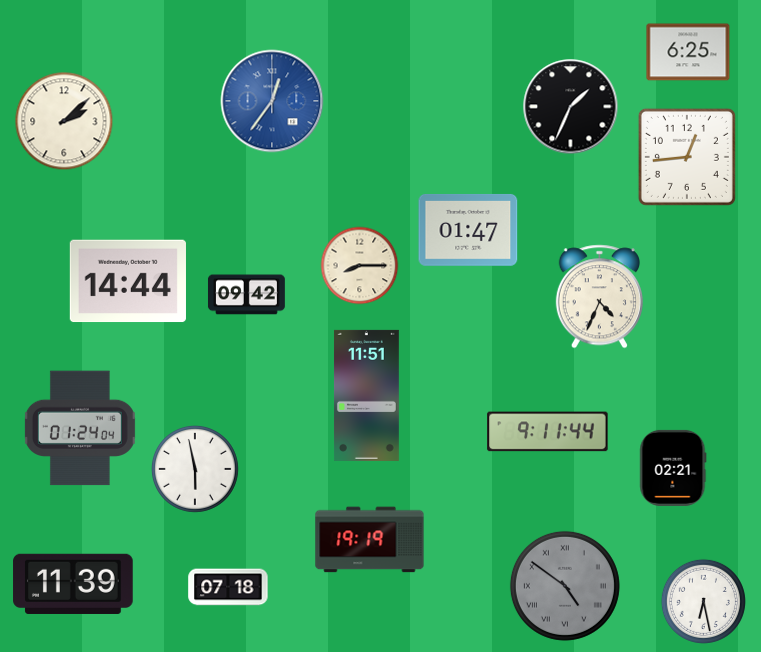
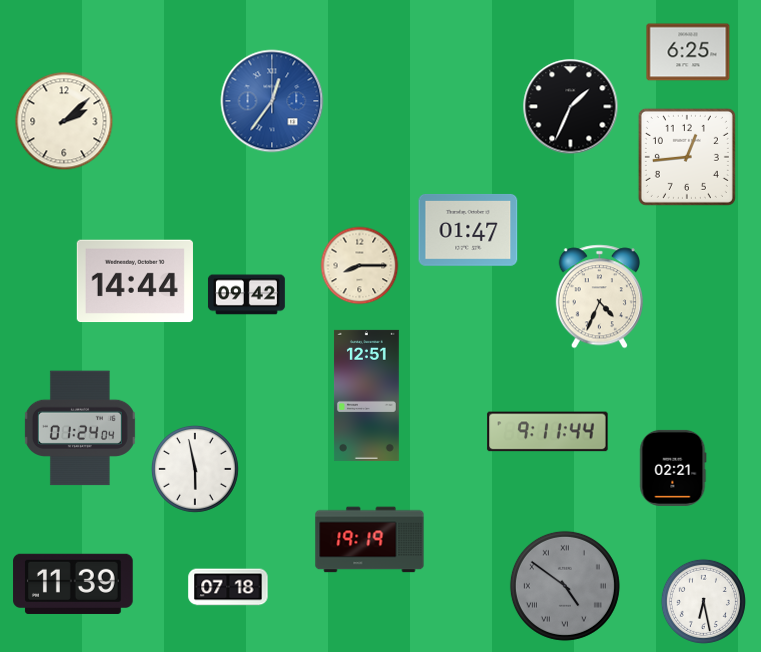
clock at (128, 281) position: (128, 281) -> (135, 281)
clock at (366, 395): 11:51 -> 12:51
